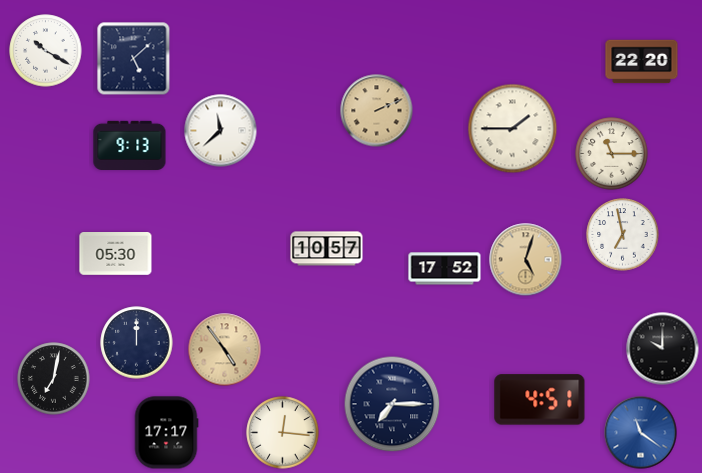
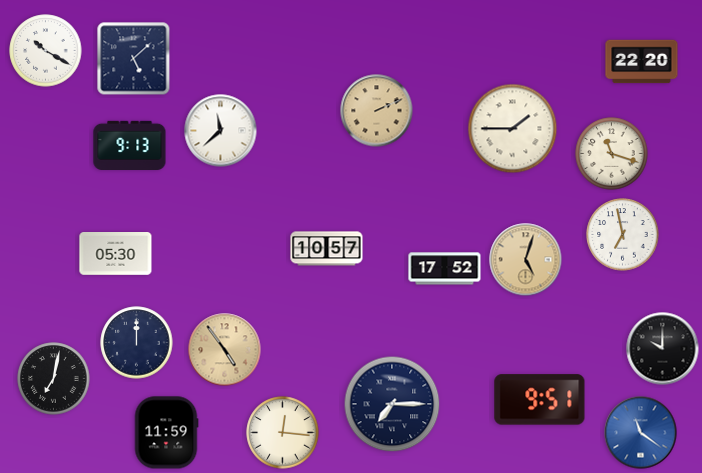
clock at (612, 154): 11:15 -> 11:18
clock at (540, 400): 4:51 -> 9:51
clock at (166, 433): 17:17 -> 11:59
